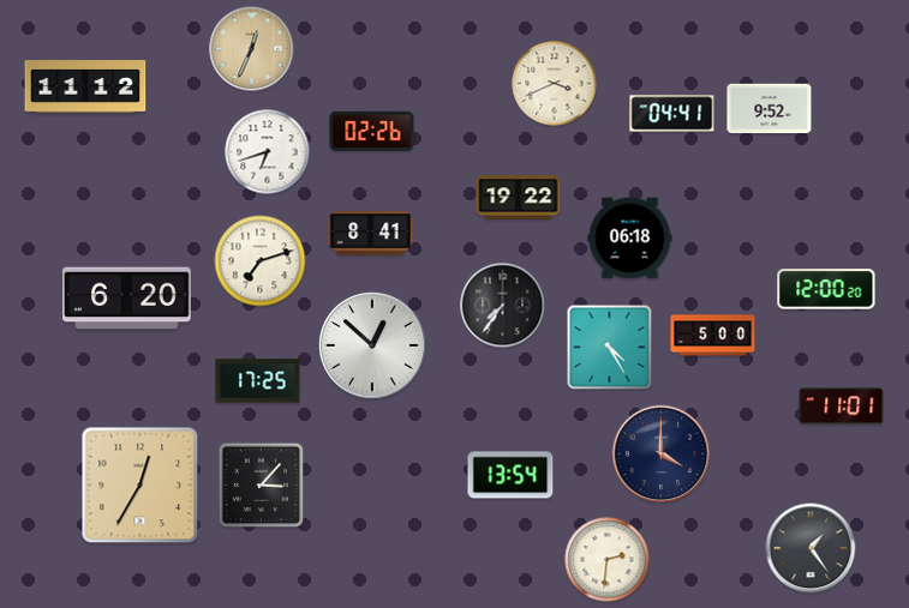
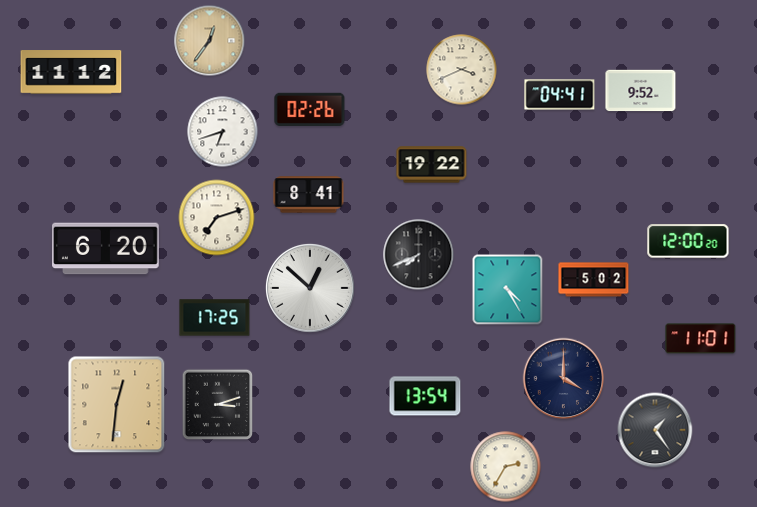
clock at (252, 49): 12:34 -> 12:36
clock at (268, 152) position: (268, 152) -> (223, 132)
clock at (630, 239): 06:18 -> none
clock at (503, 306): 7:36 -> 7:41
clock at (713, 336): 5:00 -> 5:02
clock at (662, 455) position: (662, 455) -> (564, 379)
clock at (140, 486): 12:35 -> 12:31
clock at (262, 486): 3:07 -> 3:12
clock at (811, 548) position: (811, 548) -> (655, 430)
clock at (608, 560): 2:31 -> 2:35
